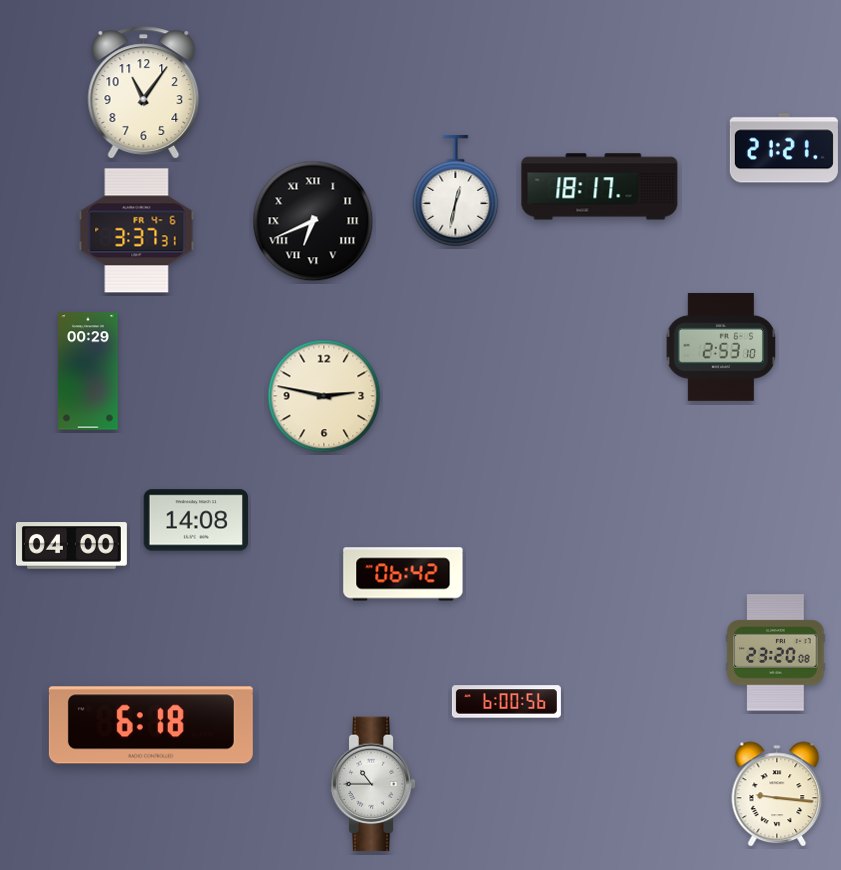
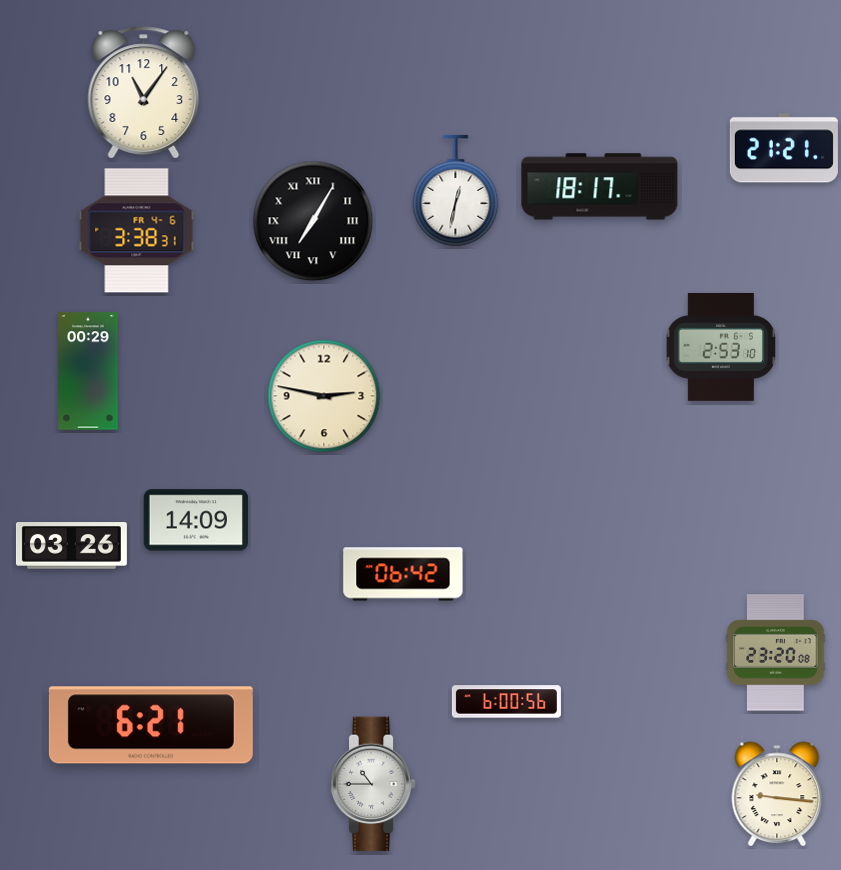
clock at (313, 221): 6:41 -> 7:05
clock at (137, 231): 3:37 -> 3:38
clock at (196, 520): 14:08 -> 14:09
clock at (71, 546): 04:00 -> 03:26
clock at (151, 725): 6:18 -> 6:21
